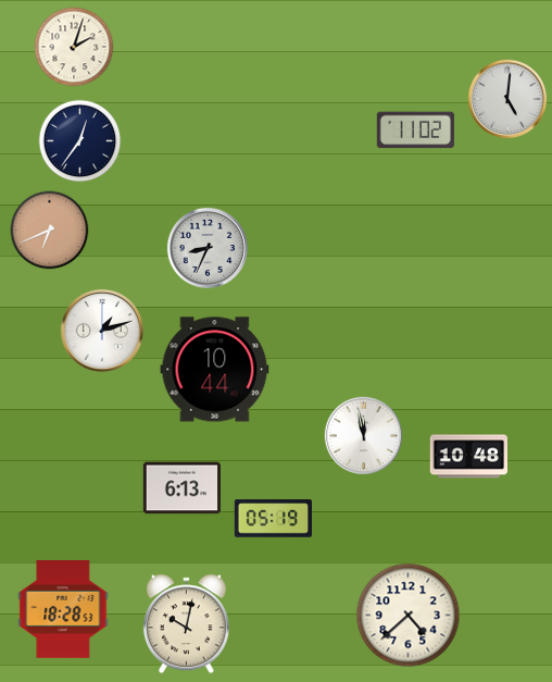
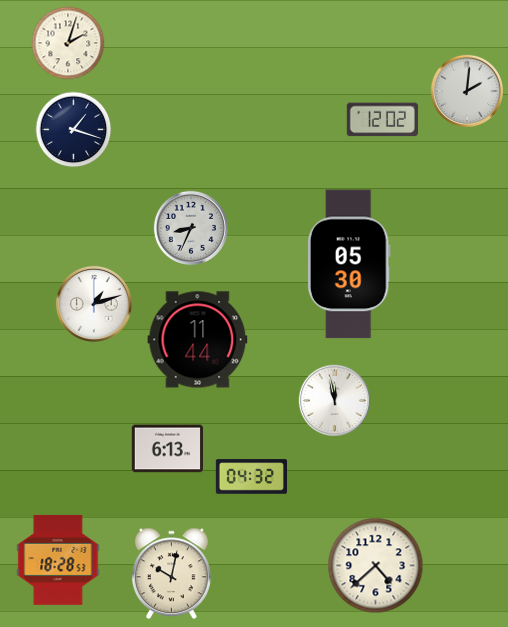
clock at (506, 98): 5:01 -> 2:01
clock at (415, 131): 11:02 -> 12:02
clock at (80, 141): 12:36 -> 1:18
clock at (50, 231): 6:41 -> none
clock at (349, 264): none -> 05:30
clock at (215, 370): 10:44 -> 11:44
clock at (468, 457): 10:48 -> none
clock at (273, 519): 05:19 -> 04:32
